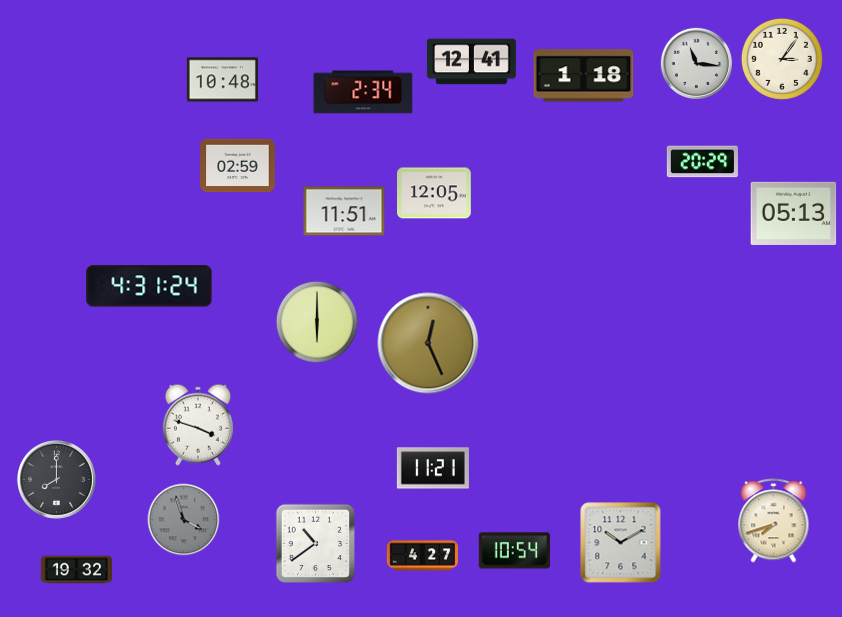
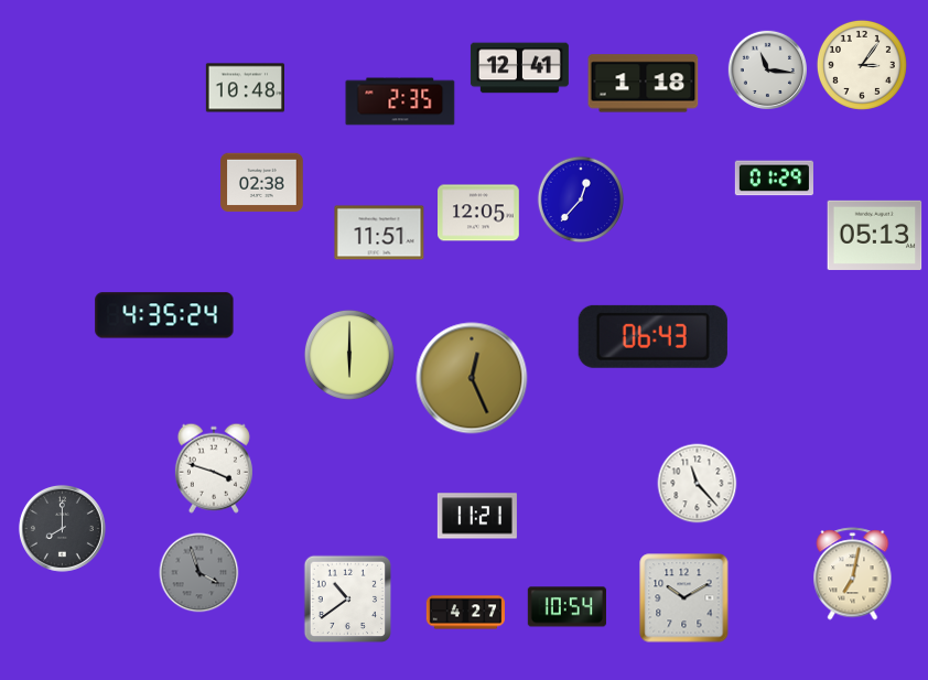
clock at (363, 92): 2:34 -> 2:35
clock at (702, 162): 20:29 -> 01:29
clock at (238, 166): 02:59 -> 02:38
clock at (581, 199): none -> 12:37
clock at (149, 286): 4:31 -> 4:35
clock at (652, 336): none -> 06:43
clock at (198, 425) position: (198, 425) -> (214, 468)
clock at (698, 484): none -> 11:23
clock at (184, 520) position: (184, 520) -> (199, 573)
clock at (774, 521): 7:42 -> 7:02
clock at (77, 570): 19:32 -> none
